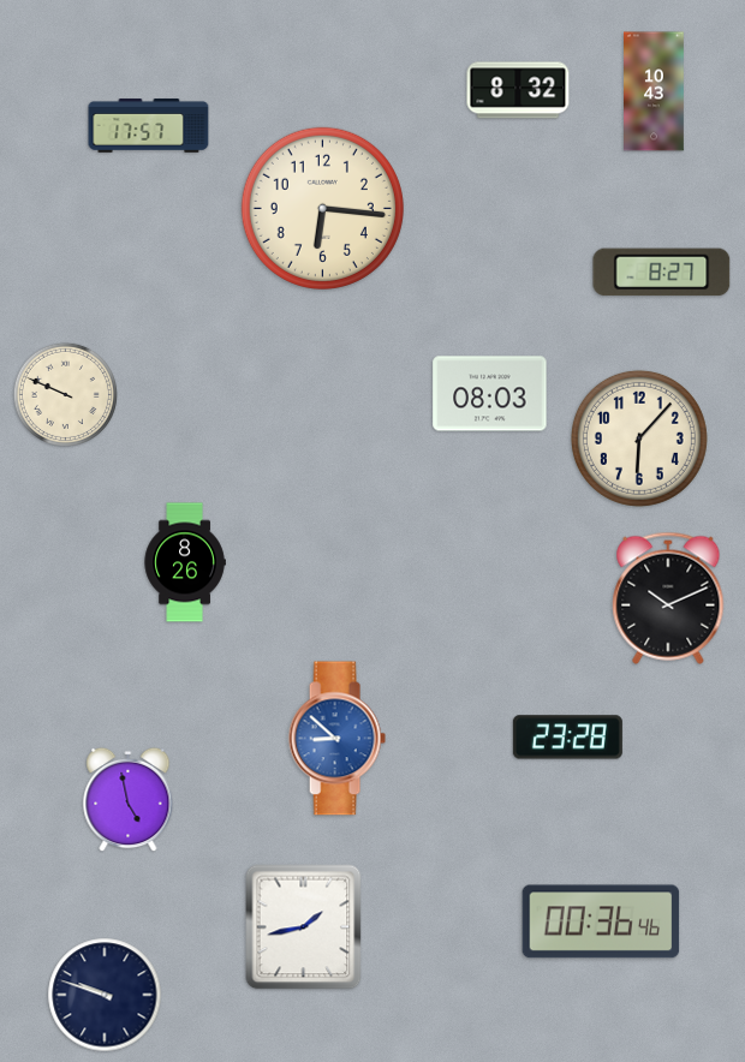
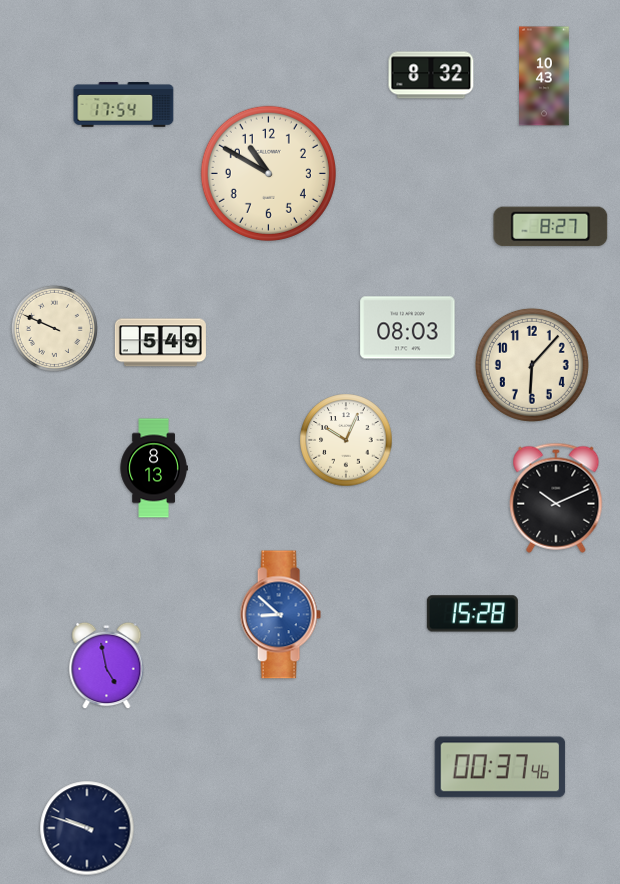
clock at (149, 126): 17:57 -> 17:54
clock at (322, 208): 6:16 -> 10:50
clock at (160, 343): none -> 5:49
clock at (346, 440): none -> 10:04
clock at (185, 562): 8:26 -> 8:13
clock at (567, 738): 23:28 -> 15:28
clock at (601, 921): 00:36 -> 00:37
clock at (304, 927): 1:43 -> none
